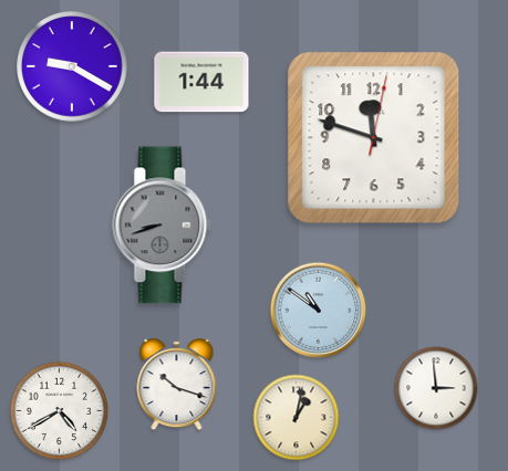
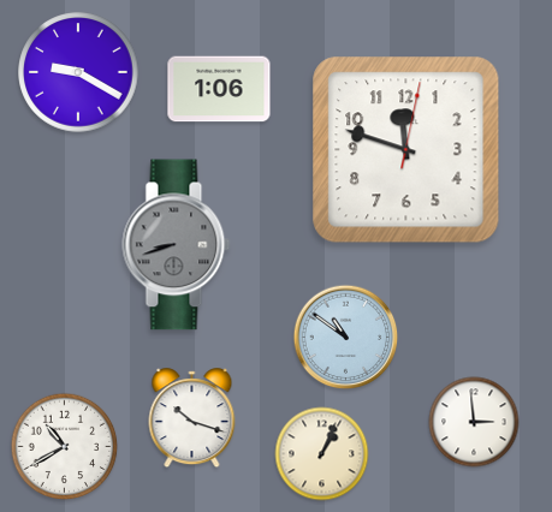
clock at (201, 82): 1:44 -> 1:06
clock at (60, 411): 4:40 -> 10:40
clock at (297, 418): 1:02 -> 1:04
